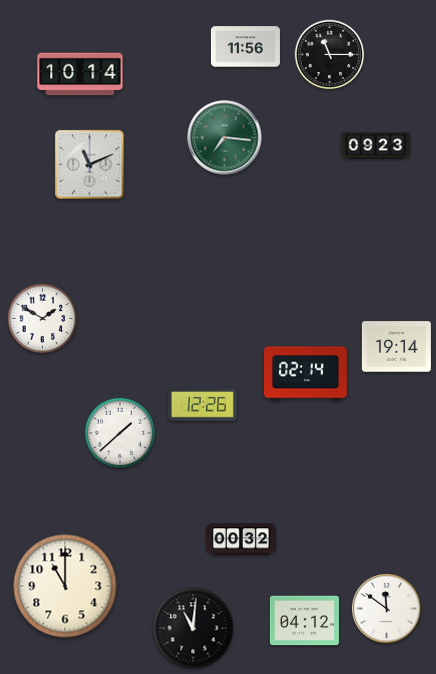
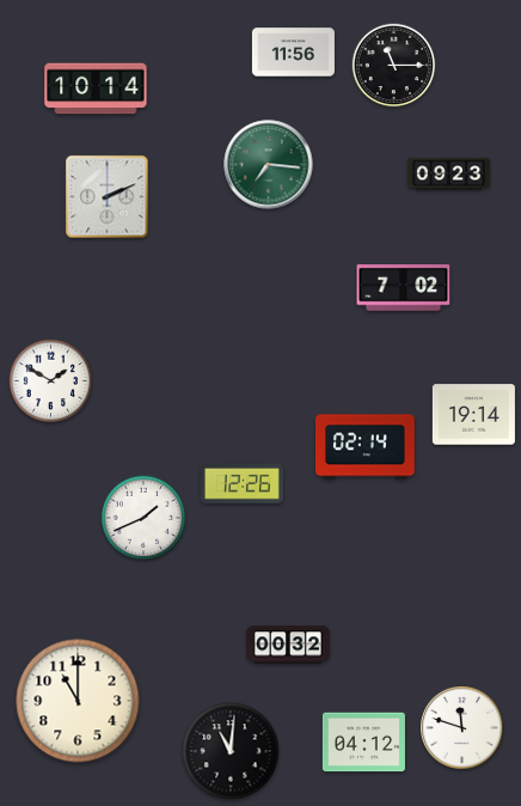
clock at (245, 47) position: (245, 47) -> (293, 53)
clock at (90, 165): 11:11 -> 2:11
clock at (404, 288): none -> 7:02
clock at (120, 433): 1:38 -> 1:41
clock at (387, 609): 11:51 -> 11:48
